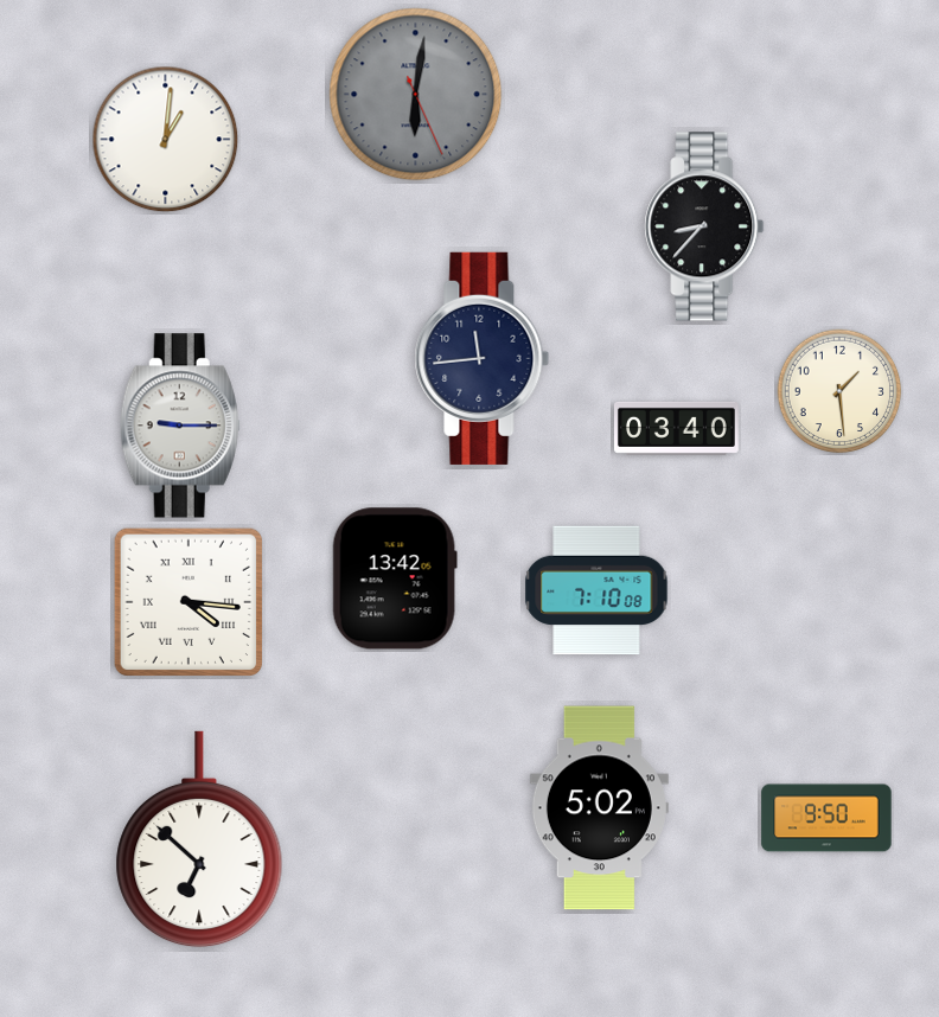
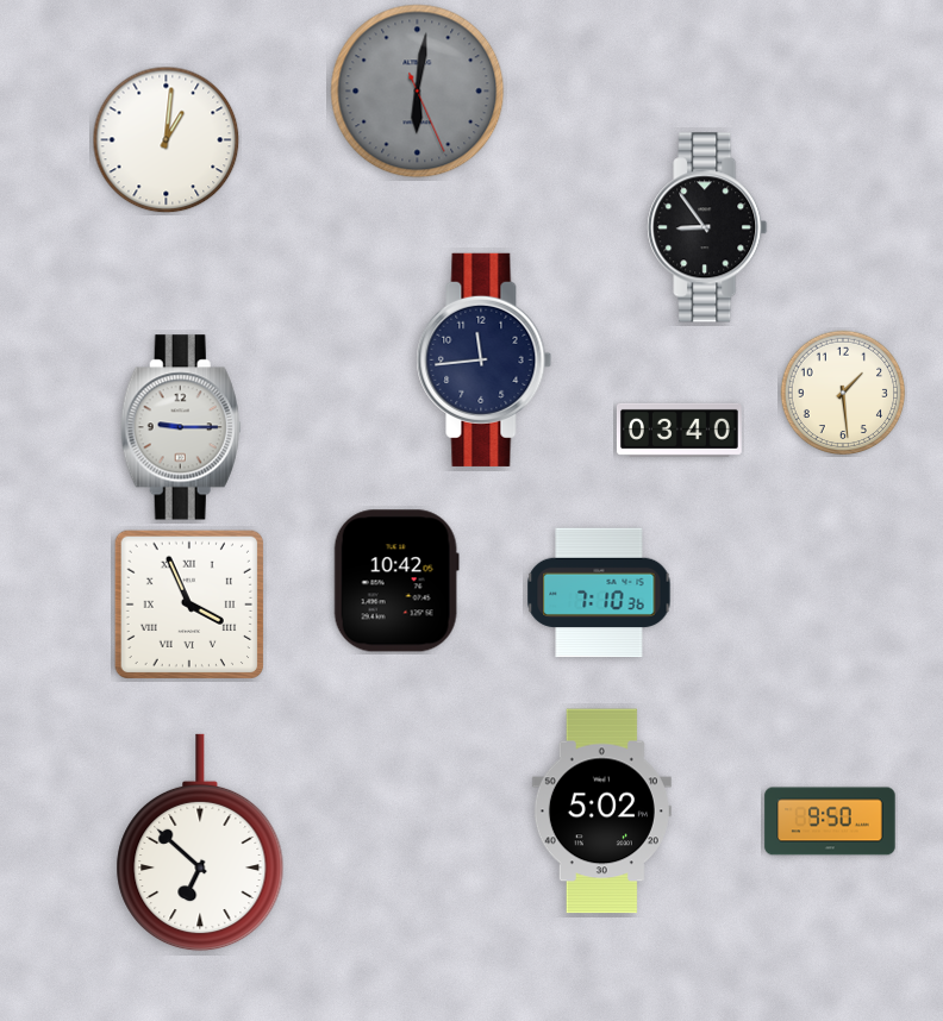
clock at (416, 95) position: (416, 95) -> (418, 92)
clock at (704, 226): 8:37 -> 8:54
clock at (395, 578): 13:42 -> 10:42
clock at (596, 590): 7:10:08 -> 7:10:36
clock at (187, 601): 4:16 -> 3:56
